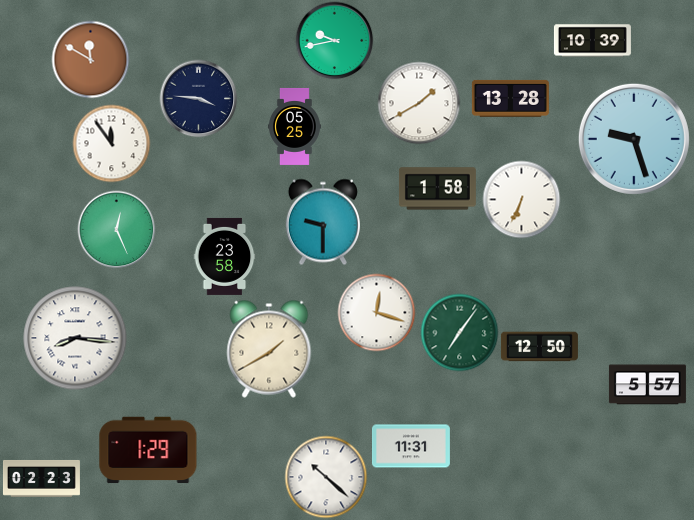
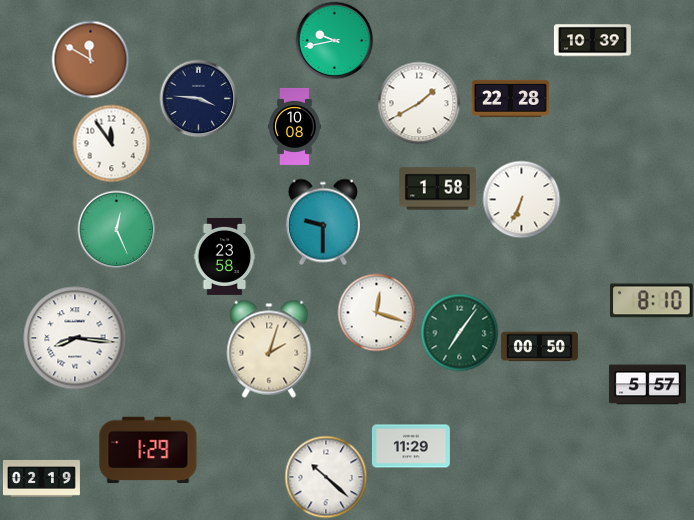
clock at (510, 98): 13:28 -> 22:28
clock at (294, 126): 05:25 -> 10:08
clock at (634, 139): 9:27 -> none
clock at (652, 301): none -> 8:10
clock at (539, 347): 12:50 -> 00:50
clock at (269, 349): 1:40 -> 2:03
clock at (411, 446): 11:31 -> 11:29
clock at (41, 478): 02:23 -> 02:19
